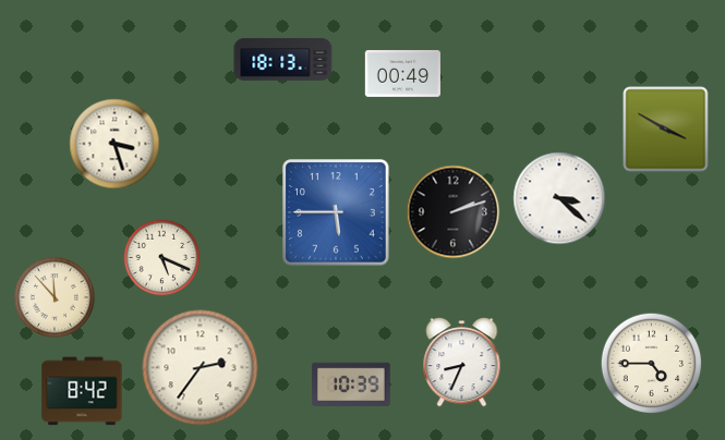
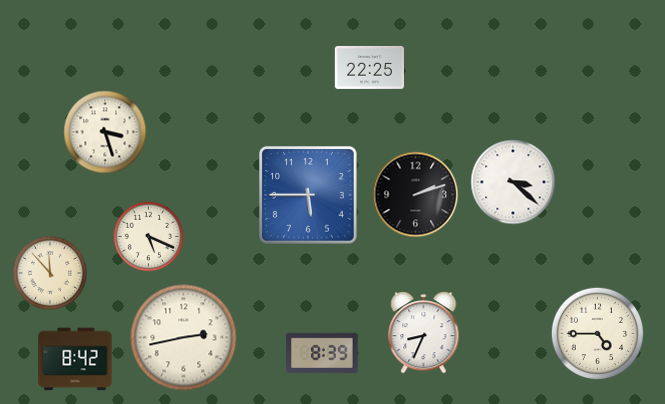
clock at (283, 59): 18:13 -> none
clock at (402, 73): 00:49 -> 22:25
clock at (666, 130): 3:50 -> none
clock at (201, 368): 2:36 -> 2:43
clock at (351, 384): 10:39 -> 8:39
